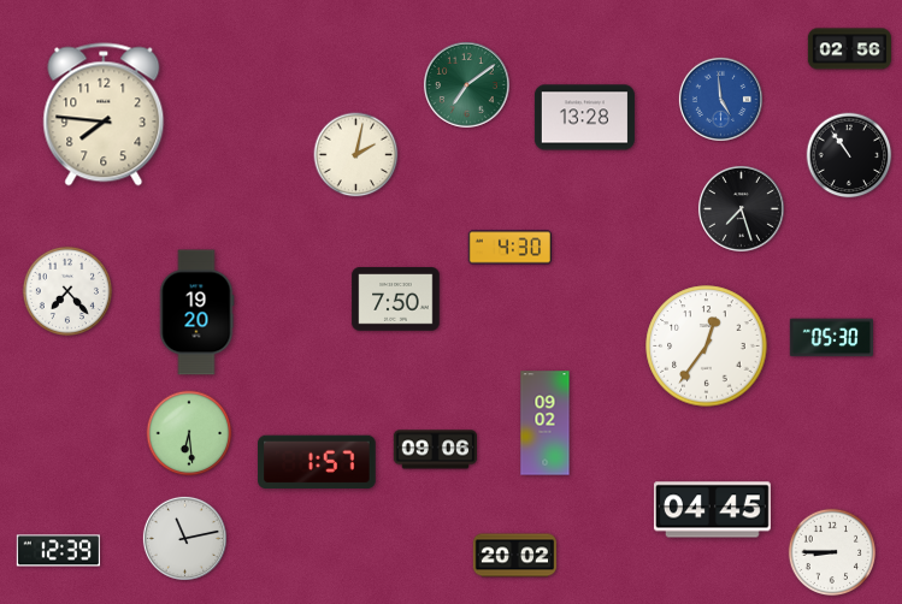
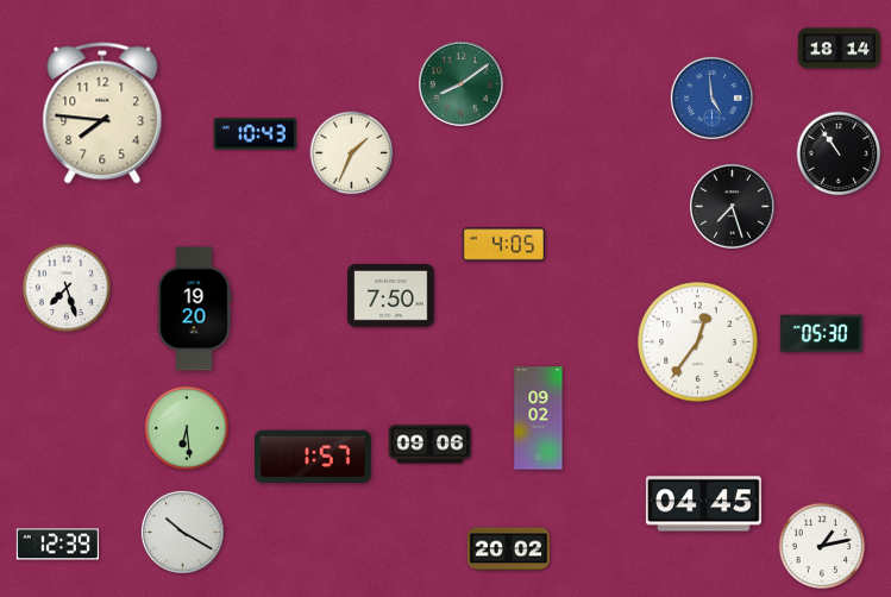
clock at (849, 49): 02:56 -> 18:14
clock at (466, 84): 7:09 -> 8:09
clock at (584, 118): 13:28 -> none
clock at (255, 134): none -> 10:43
clock at (356, 155): 2:02 -> 1:34
clock at (509, 248): 4:30 -> 4:05
clock at (67, 291): 7:23 -> 7:27
clock at (184, 538): 11:13 -> 10:20
clock at (832, 552): 8:45 -> 1:13
